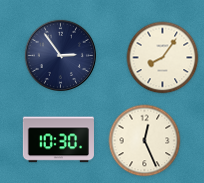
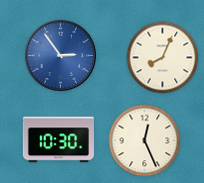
clock at (60, 55) dial: navy -> blue
clock at (163, 58): 8:06 -> 8:04
